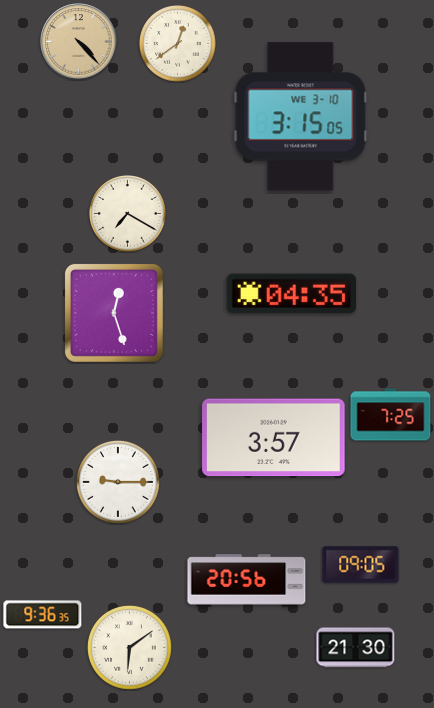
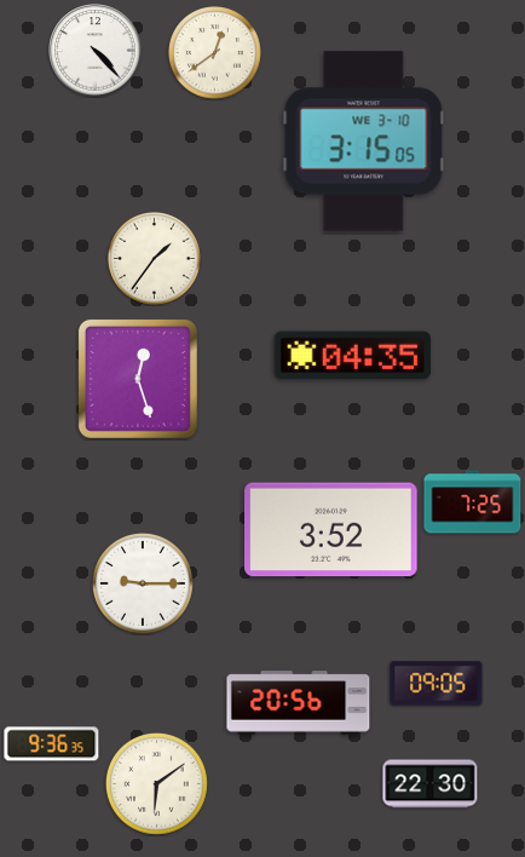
clock at (79, 42) dial: champagne -> white
clock at (128, 214): 7:20 -> 1:36
clock at (274, 438): 3:57 -> 3:52
clock at (356, 648): 21:30 -> 22:30
